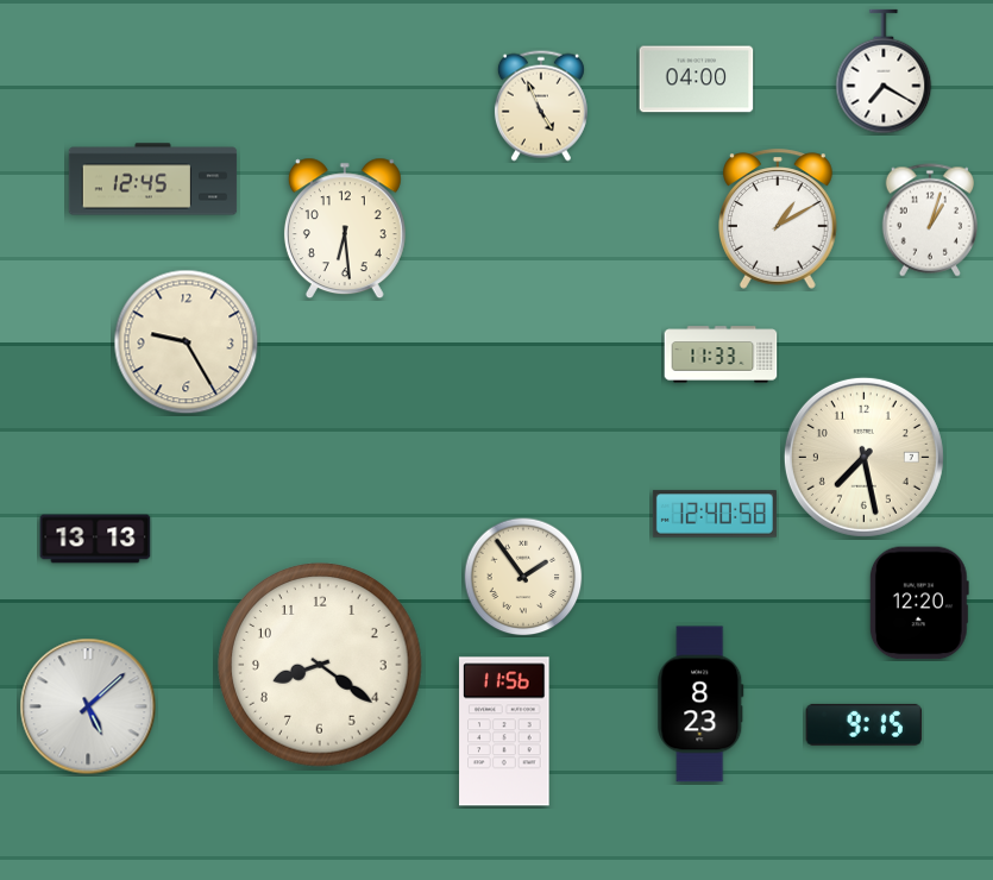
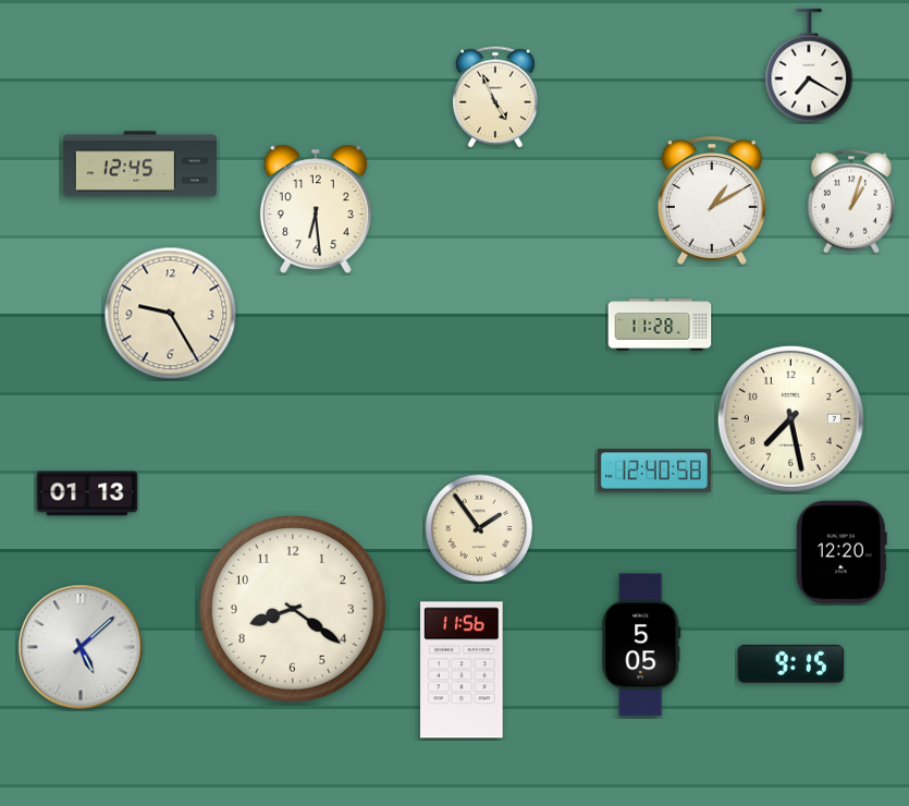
clock at (697, 80): 04:00 -> none
clock at (721, 354): 11:33 -> 11:28
clock at (95, 539): 13:13 -> 01:13
clock at (700, 704): 8:23 -> 5:05
